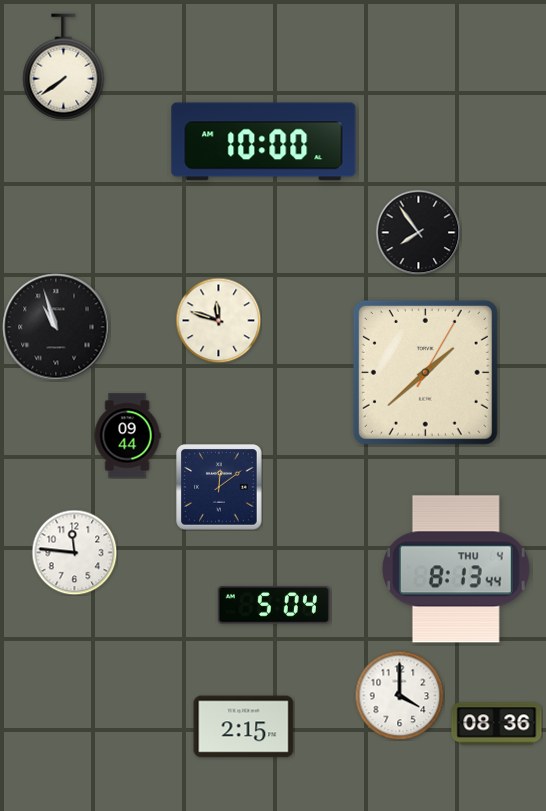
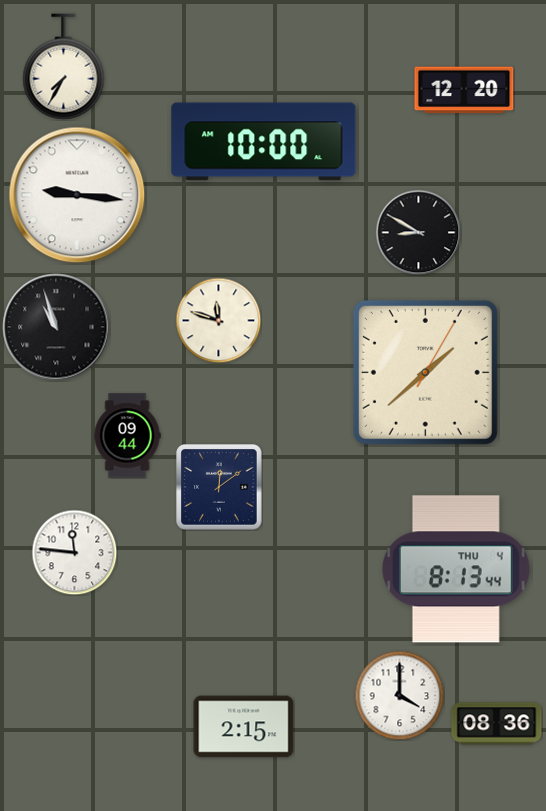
clock at (64, 67): 7:39 -> 7:35
clock at (464, 90): none -> 12:20
clock at (77, 195): none -> 9:16
clock at (418, 232): 7:54 -> 8:50
clock at (274, 605): 5:04 -> none
